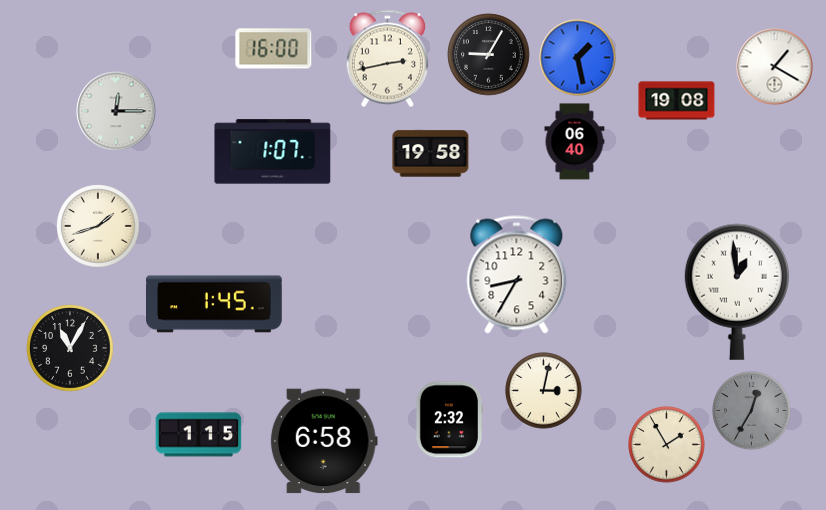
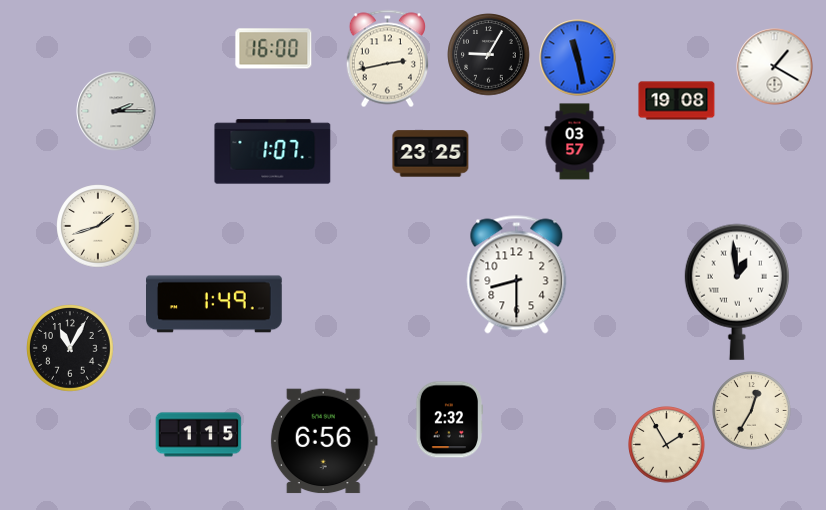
clock at (578, 58): 1:28 -> 11:28
clock at (116, 111): 12:15 -> 2:15
clock at (575, 142): 06:40 -> 03:57
clock at (431, 154): 19:58 -> 23:25
clock at (517, 275): 8:35 -> 8:30
clock at (215, 304): 1:45 -> 1:49
clock at (544, 391): 3:02 -> none
clock at (752, 411) dial: grey -> cream
clock at (324, 441): 6:58 -> 6:56
